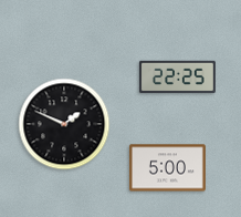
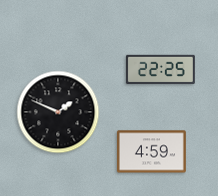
clock at (167, 168): 5:00 -> 4:59
